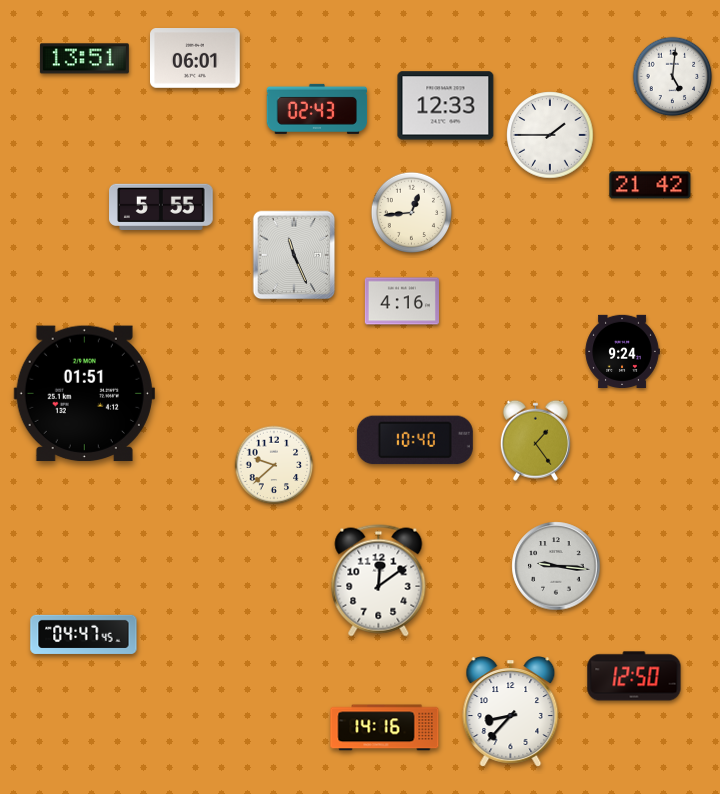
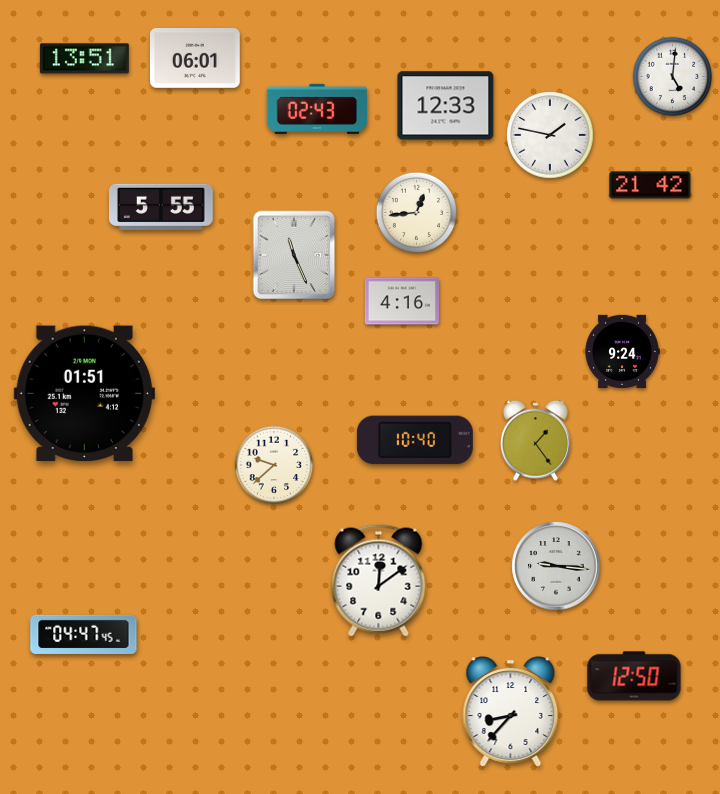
clock at (550, 135): 1:45 -> 1:47
clock at (411, 212) position: (411, 212) -> (416, 212)
clock at (385, 728): 14:16 -> none
